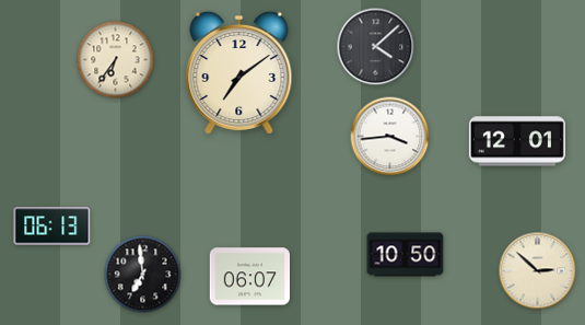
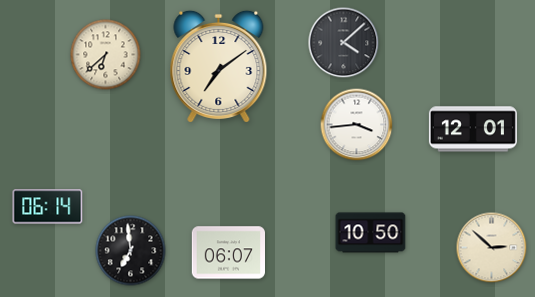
clock at (116, 60): 6:36 -> 6:38
clock at (52, 227): 06:13 -> 06:14
